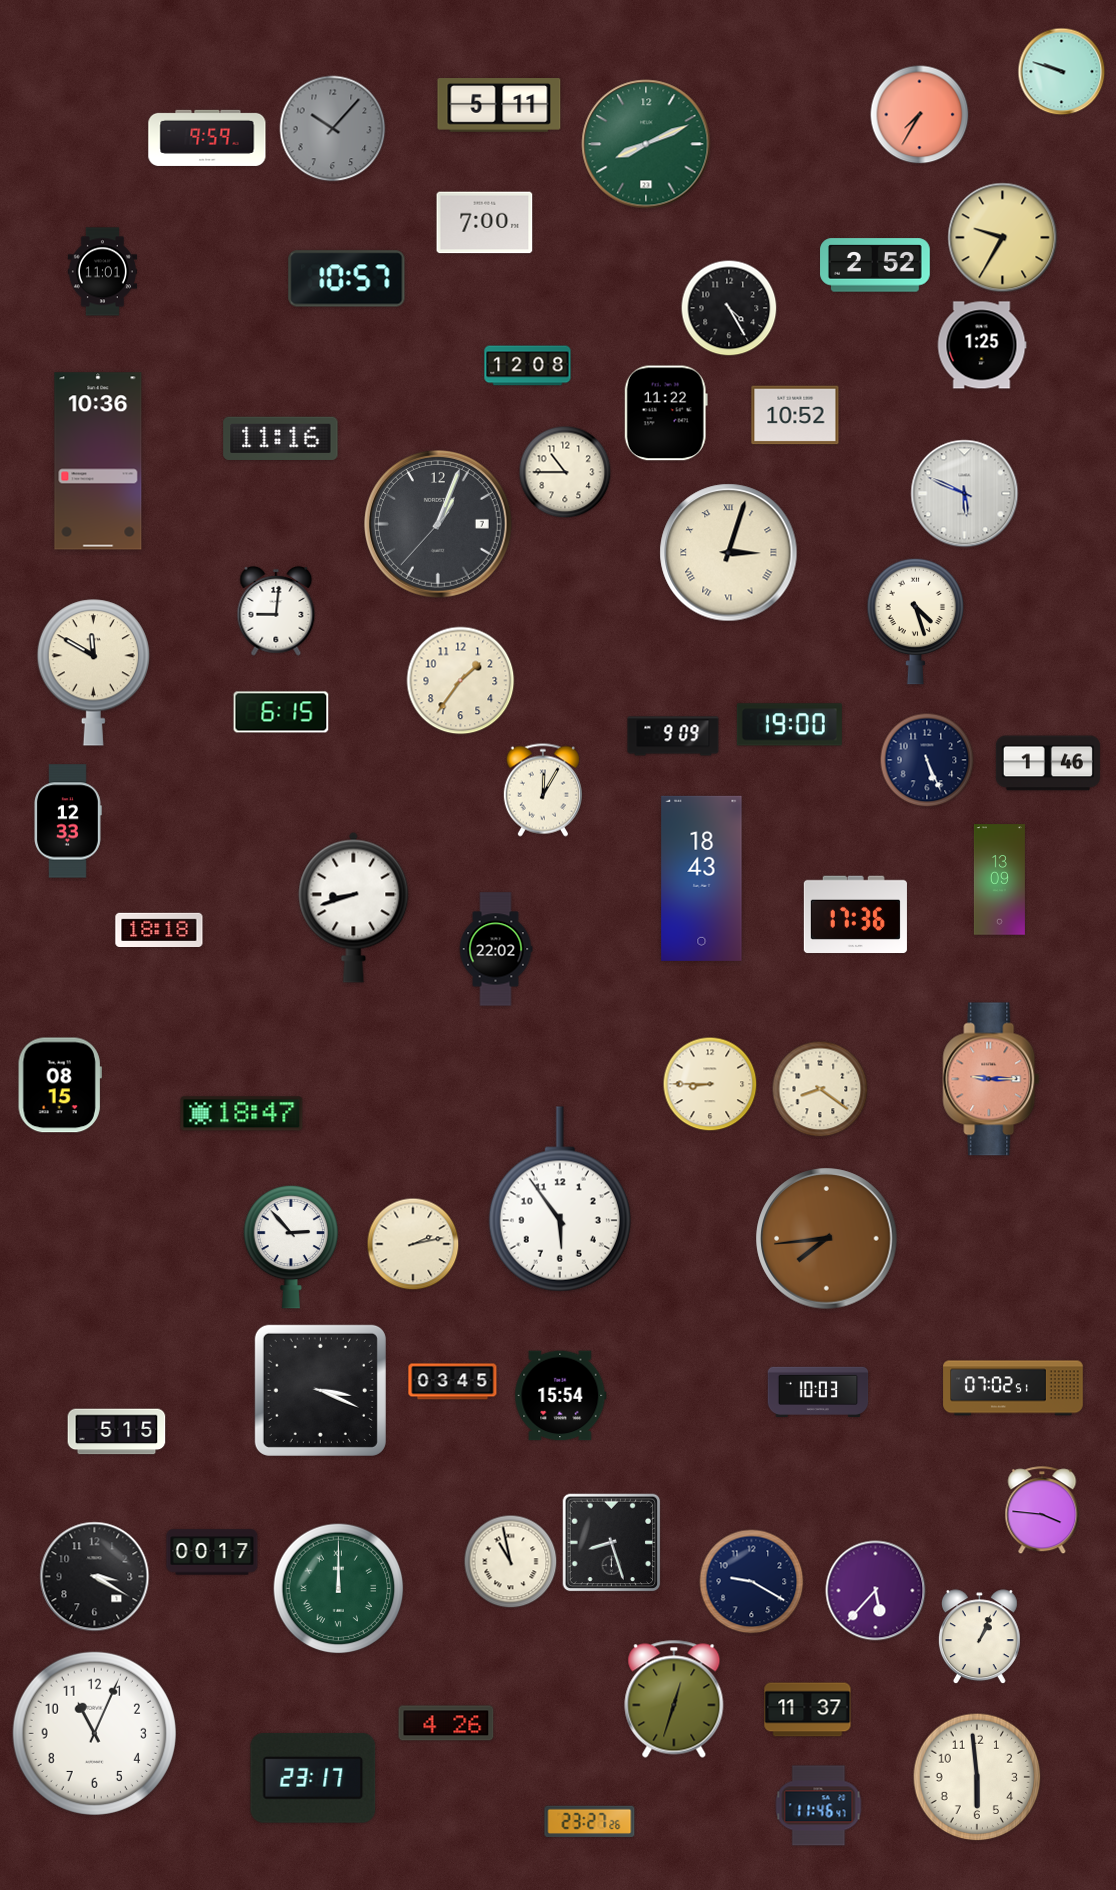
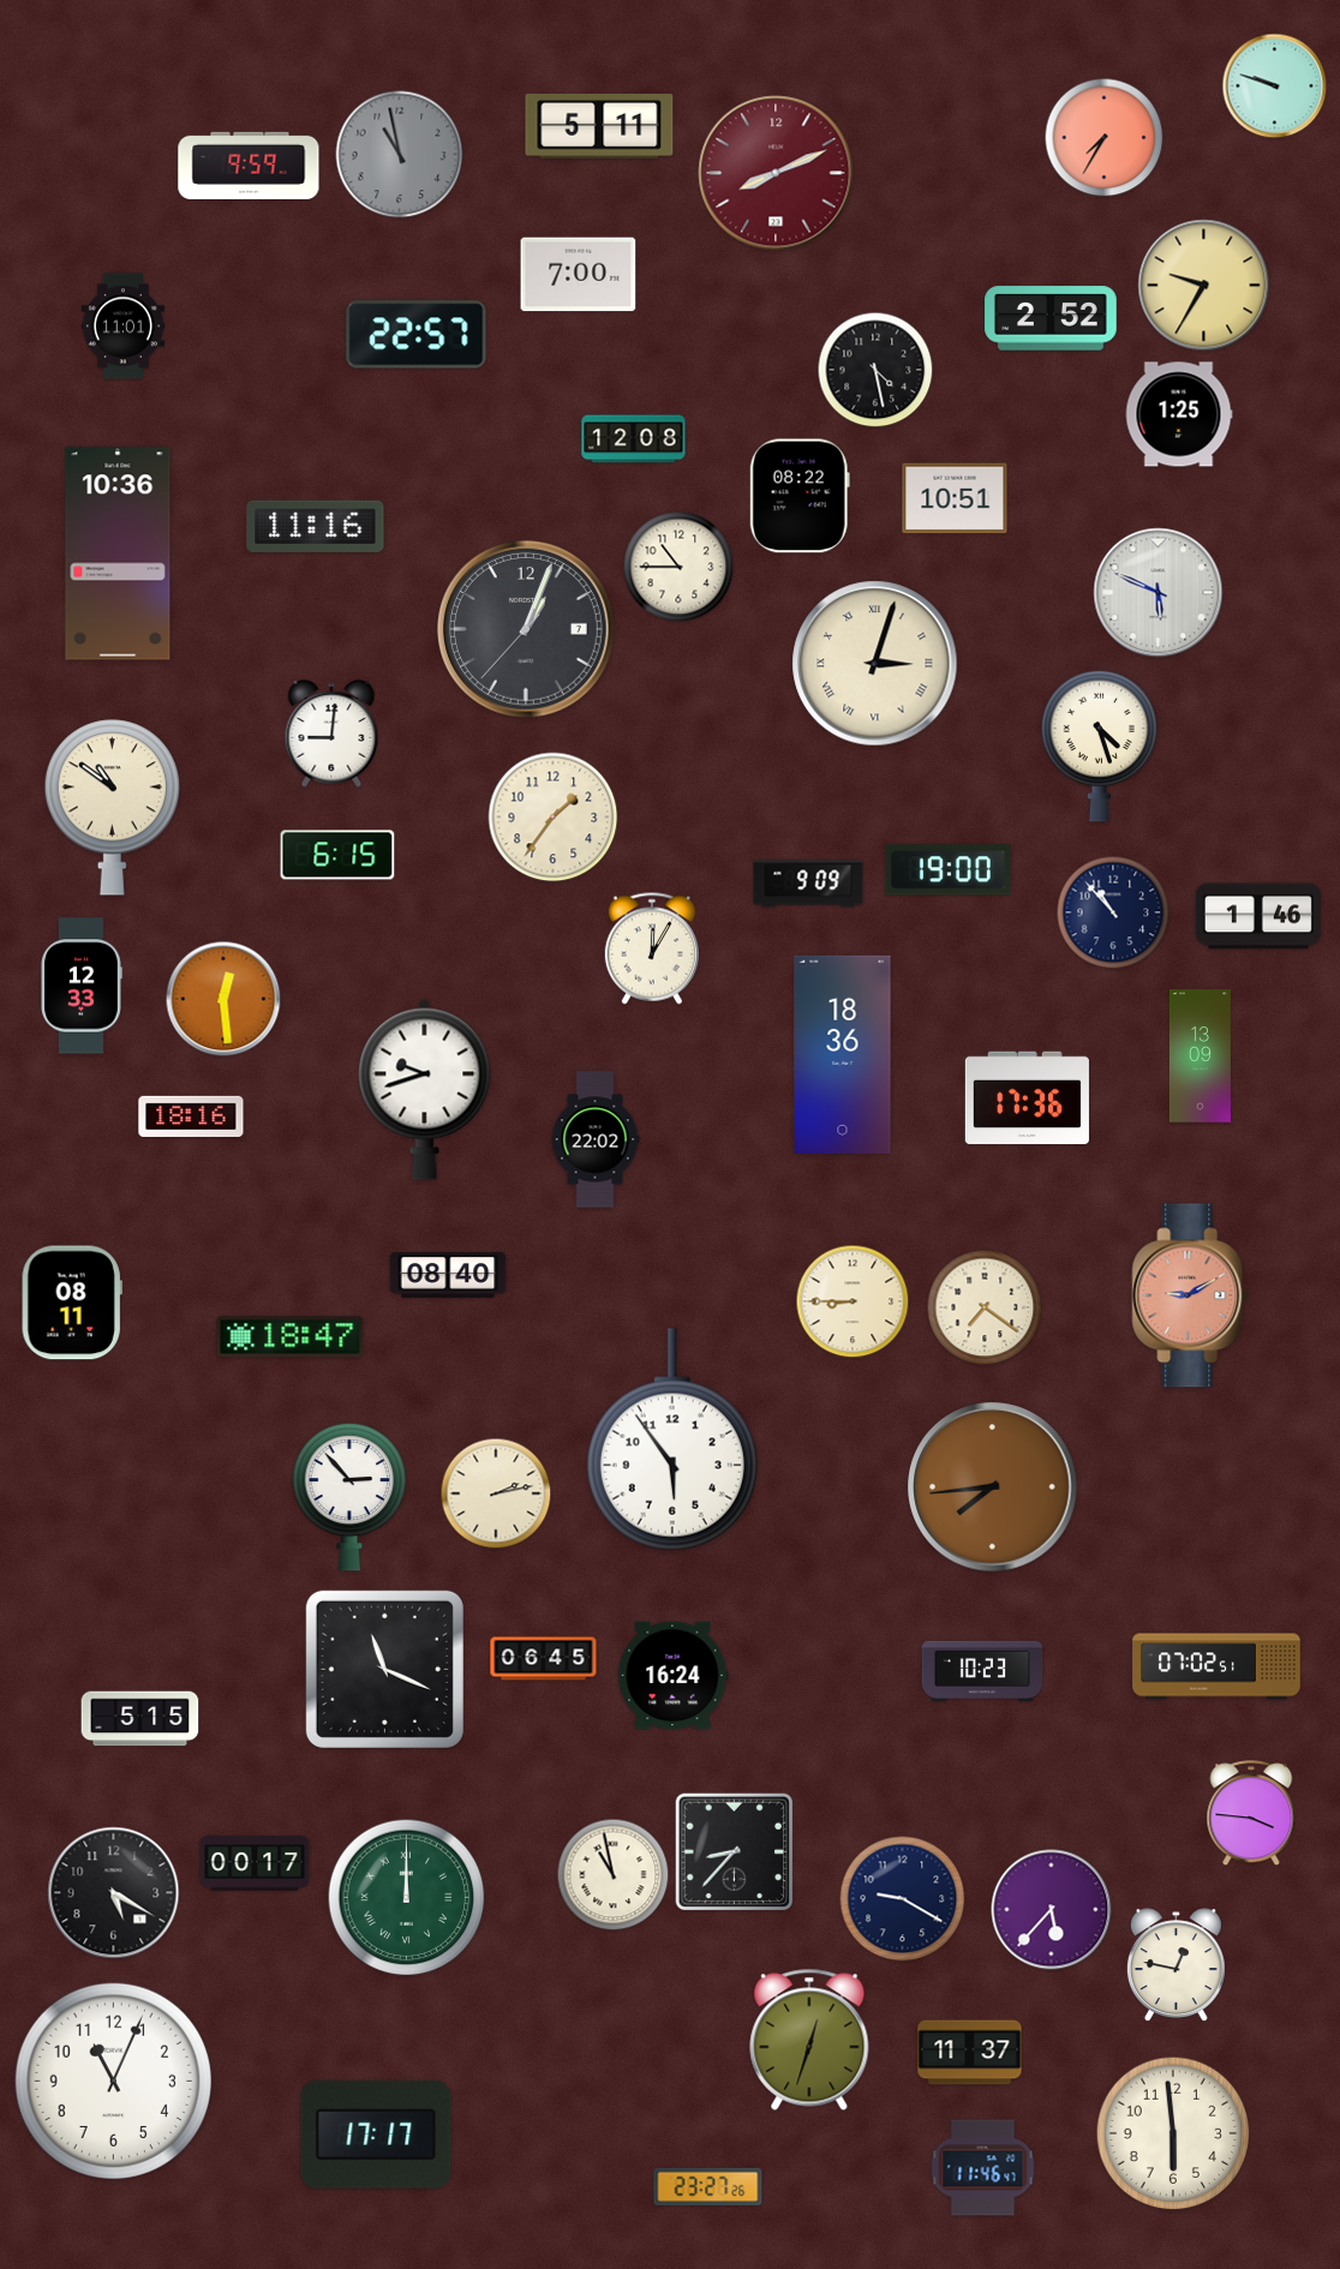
clock at (333, 129): 10:07 -> 10:58
clock at (646, 144) dial: green -> burgundy
clock at (485, 223) position: (485, 223) -> (579, 275)
clock at (347, 279): 10:57 -> 22:57
clock at (729, 308): 4:25 -> 4:28
clock at (666, 413): 11:22 -> 08:22
clock at (795, 415): 10:52 -> 10:51
clock at (281, 438) position: (281, 438) -> (316, 526)
clock at (93, 673): 11:50 -> 10:51
clock at (927, 760): 5:26 -> 10:53
clock at (223, 999): none -> 12:29
clock at (702, 878): 18:43 -> 18:36
clock at (354, 907): 8:42 -> 9:42
clock at (159, 929): 18:18 -> 18:16
clock at (448, 1275): none -> 08:40
clock at (991, 1079): 9:15 -> 9:10
clock at (60, 1085): 08:15 -> 08:11
clock at (820, 1089): 8:21 -> 7:21
clock at (453, 1382): 03:45 -> 06:45
clock at (320, 1390): 3:19 -> 11:19
clock at (818, 1391): 10:03 -> 10:23
clock at (561, 1396): 15:54 -> 16:24
clock at (612, 1543): 8:27 -> 8:37
clock at (95, 1577): 3:20 -> 5:20
clock at (339, 1589) position: (339, 1589) -> (407, 1898)
clock at (979, 1637): 1:04 -> 12:47
clock at (446, 1723): 4:26 -> none
clock at (313, 1778): 23:17 -> 17:17
